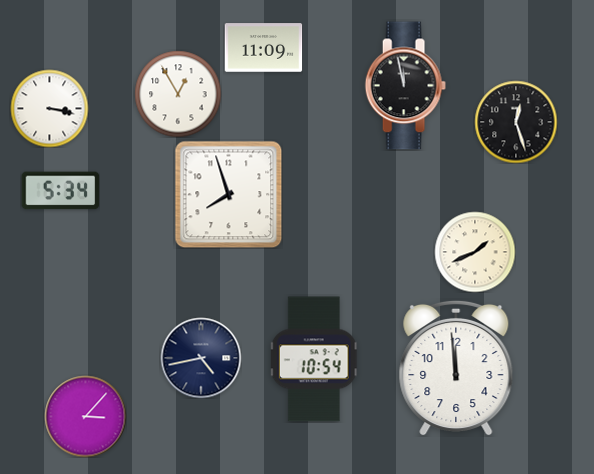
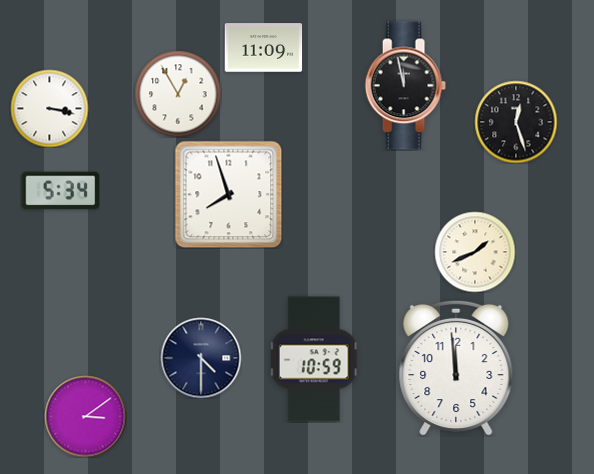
clock at (201, 358): 4:43 -> 4:30
clock at (314, 359): 10:54 -> 10:59
clock at (85, 416): 3:07 -> 3:09
